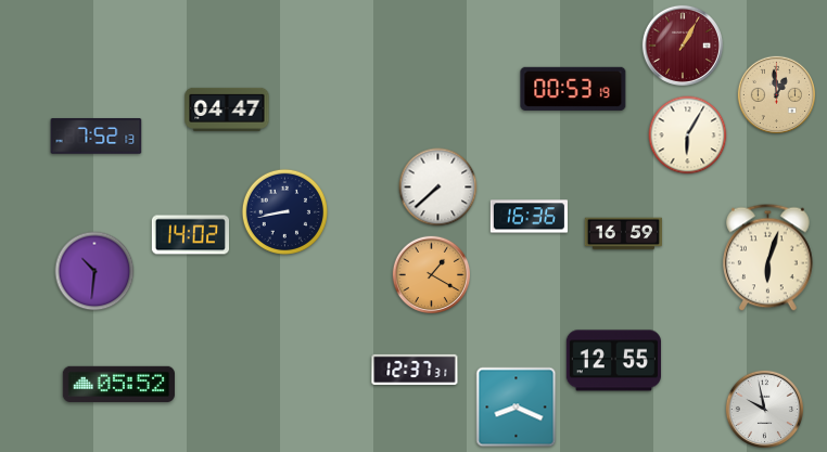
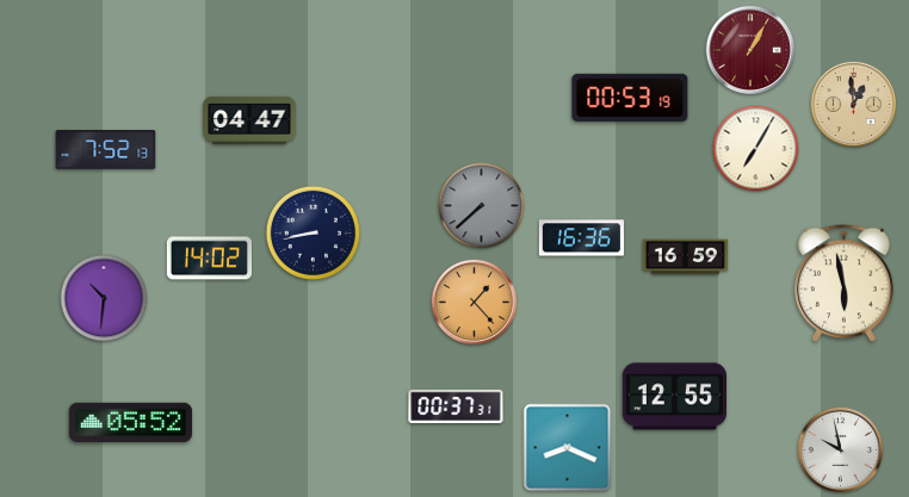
clock at (688, 135): 6:05 -> 7:05
clock at (438, 188) dial: white -> grey
clock at (768, 258): 6:03 -> 5:58
clock at (431, 274): 1:20 -> 1:23
clock at (415, 370): 12:37 -> 00:37
